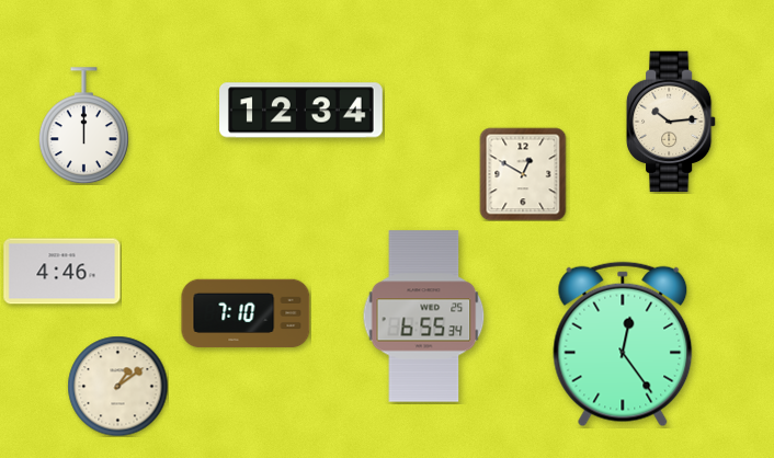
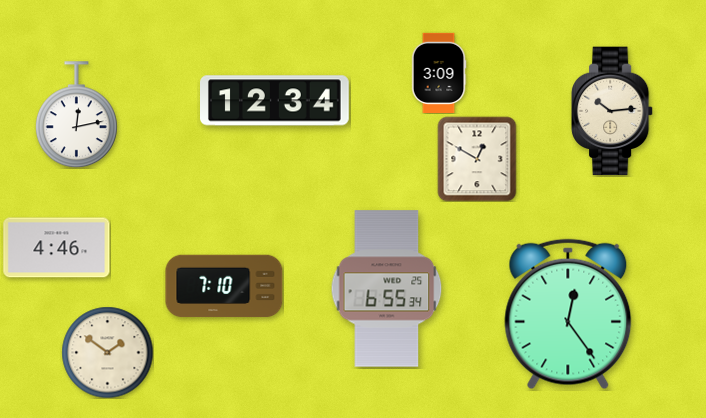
clock at (439, 72): none -> 3:09
clock at (83, 126): 12:00 -> 12:13
clock at (117, 386): 1:09 -> 1:51
